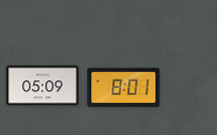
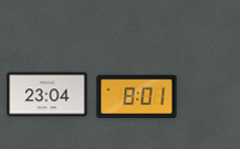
clock at (43, 86): 05:09 -> 23:04
